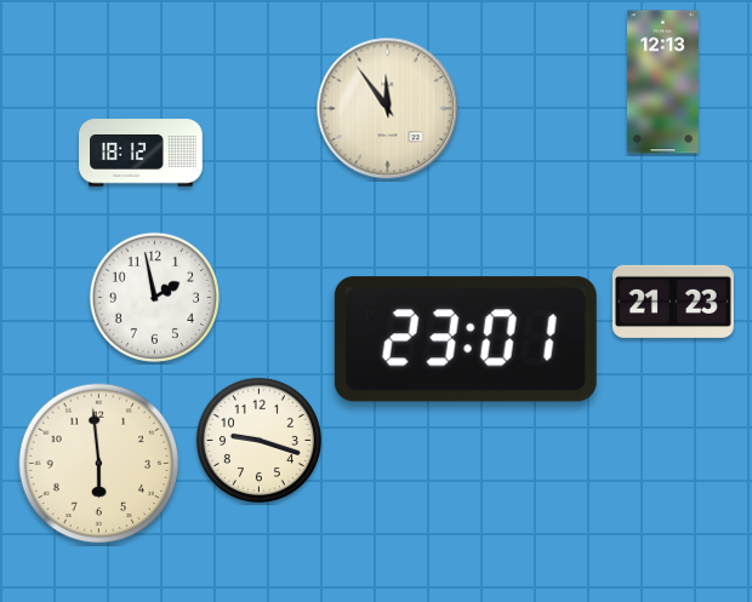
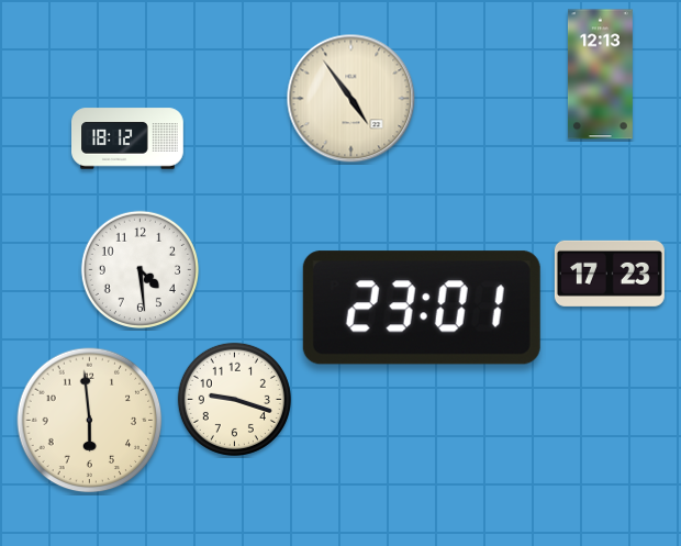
clock at (388, 109): 11:54 -> 4:54
clock at (154, 297): 1:58 -> 4:29
clock at (673, 302): 21:23 -> 17:23
